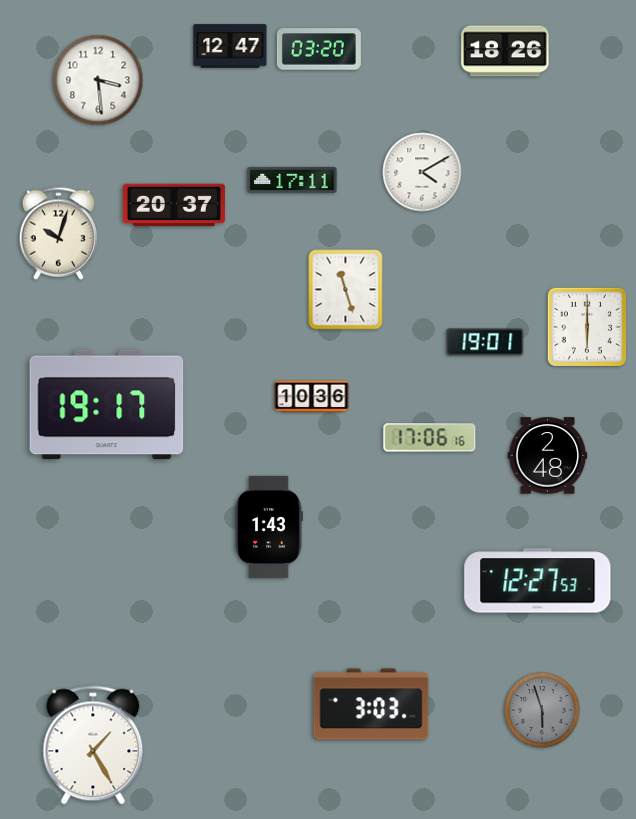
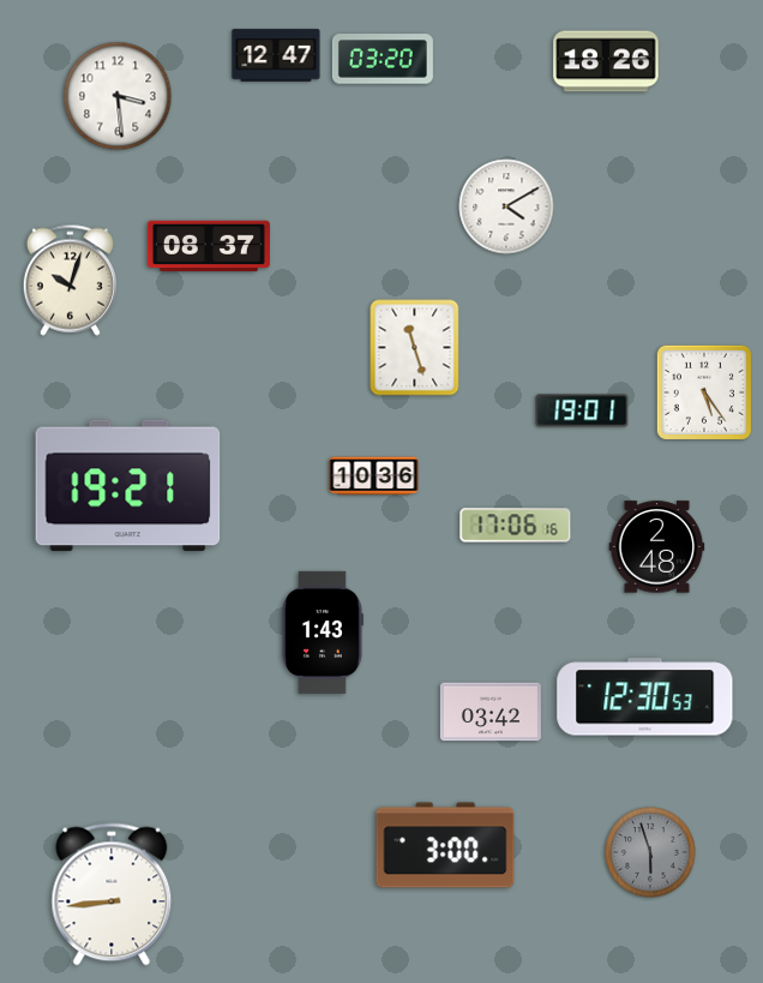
clock at (292, 180): 17:11 -> none
clock at (174, 205): 20:37 -> 08:37
clock at (587, 327): 6:00 -> 5:24
clock at (107, 405): 19:17 -> 19:21
clock at (538, 581): 12:27 -> 12:30
clock at (491, 712): none -> 03:42
clock at (371, 704): 3:03 -> 3:00
clock at (93, 745): 1:25 -> 8:44
